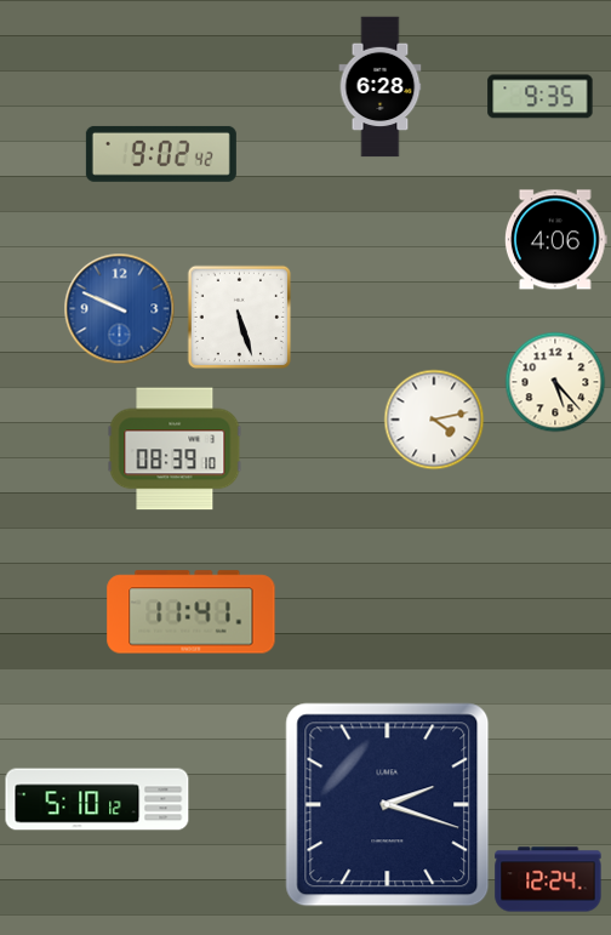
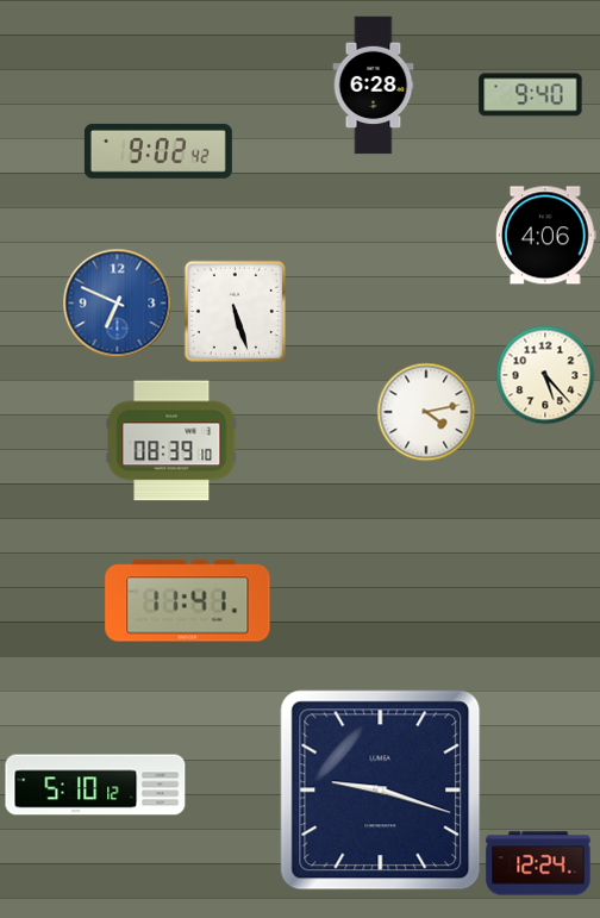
clock at (541, 97): 9:35 -> 9:40
clock at (119, 308): 9:49 -> 6:49
clock at (388, 805): 2:18 -> 9:18
